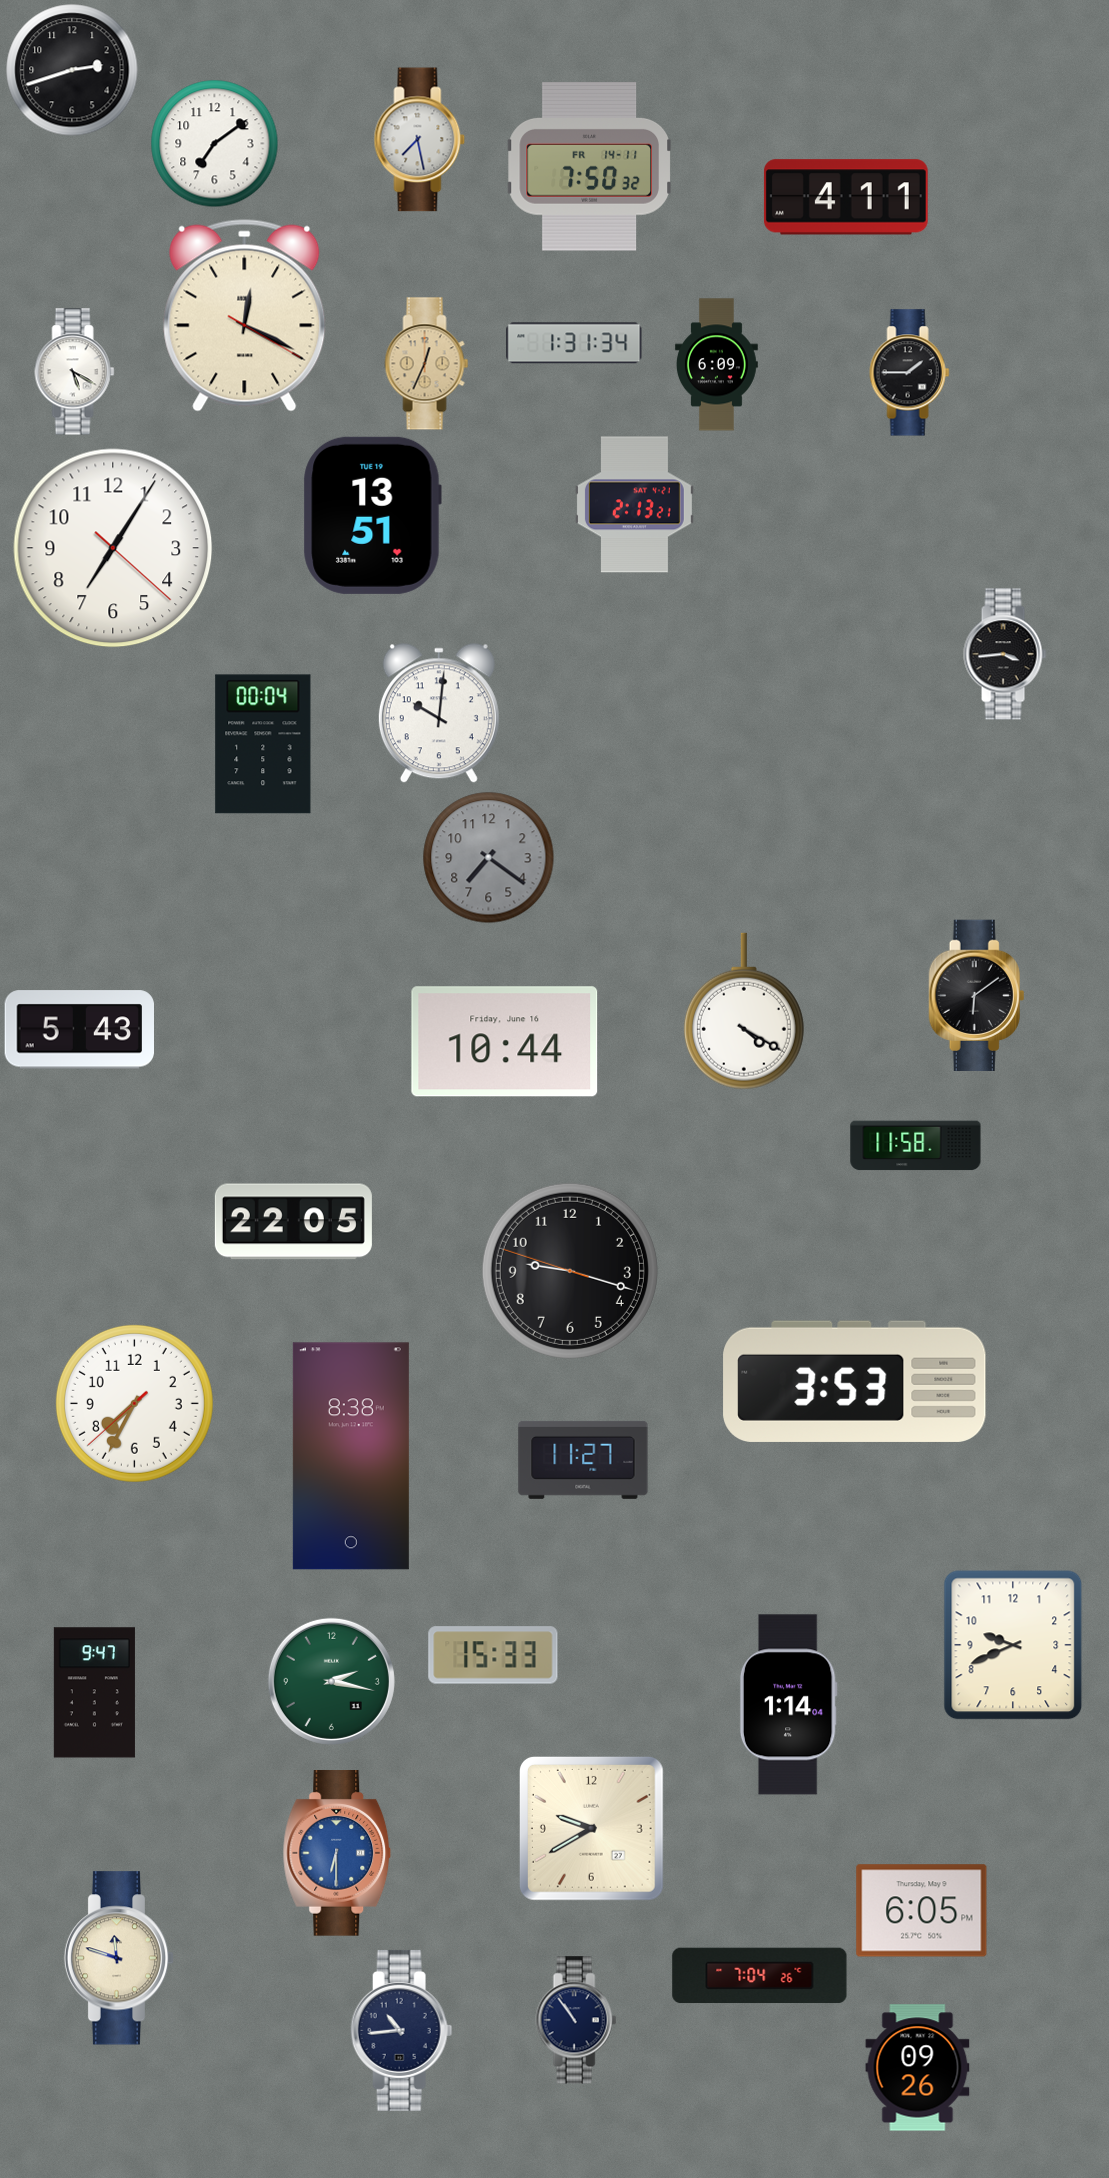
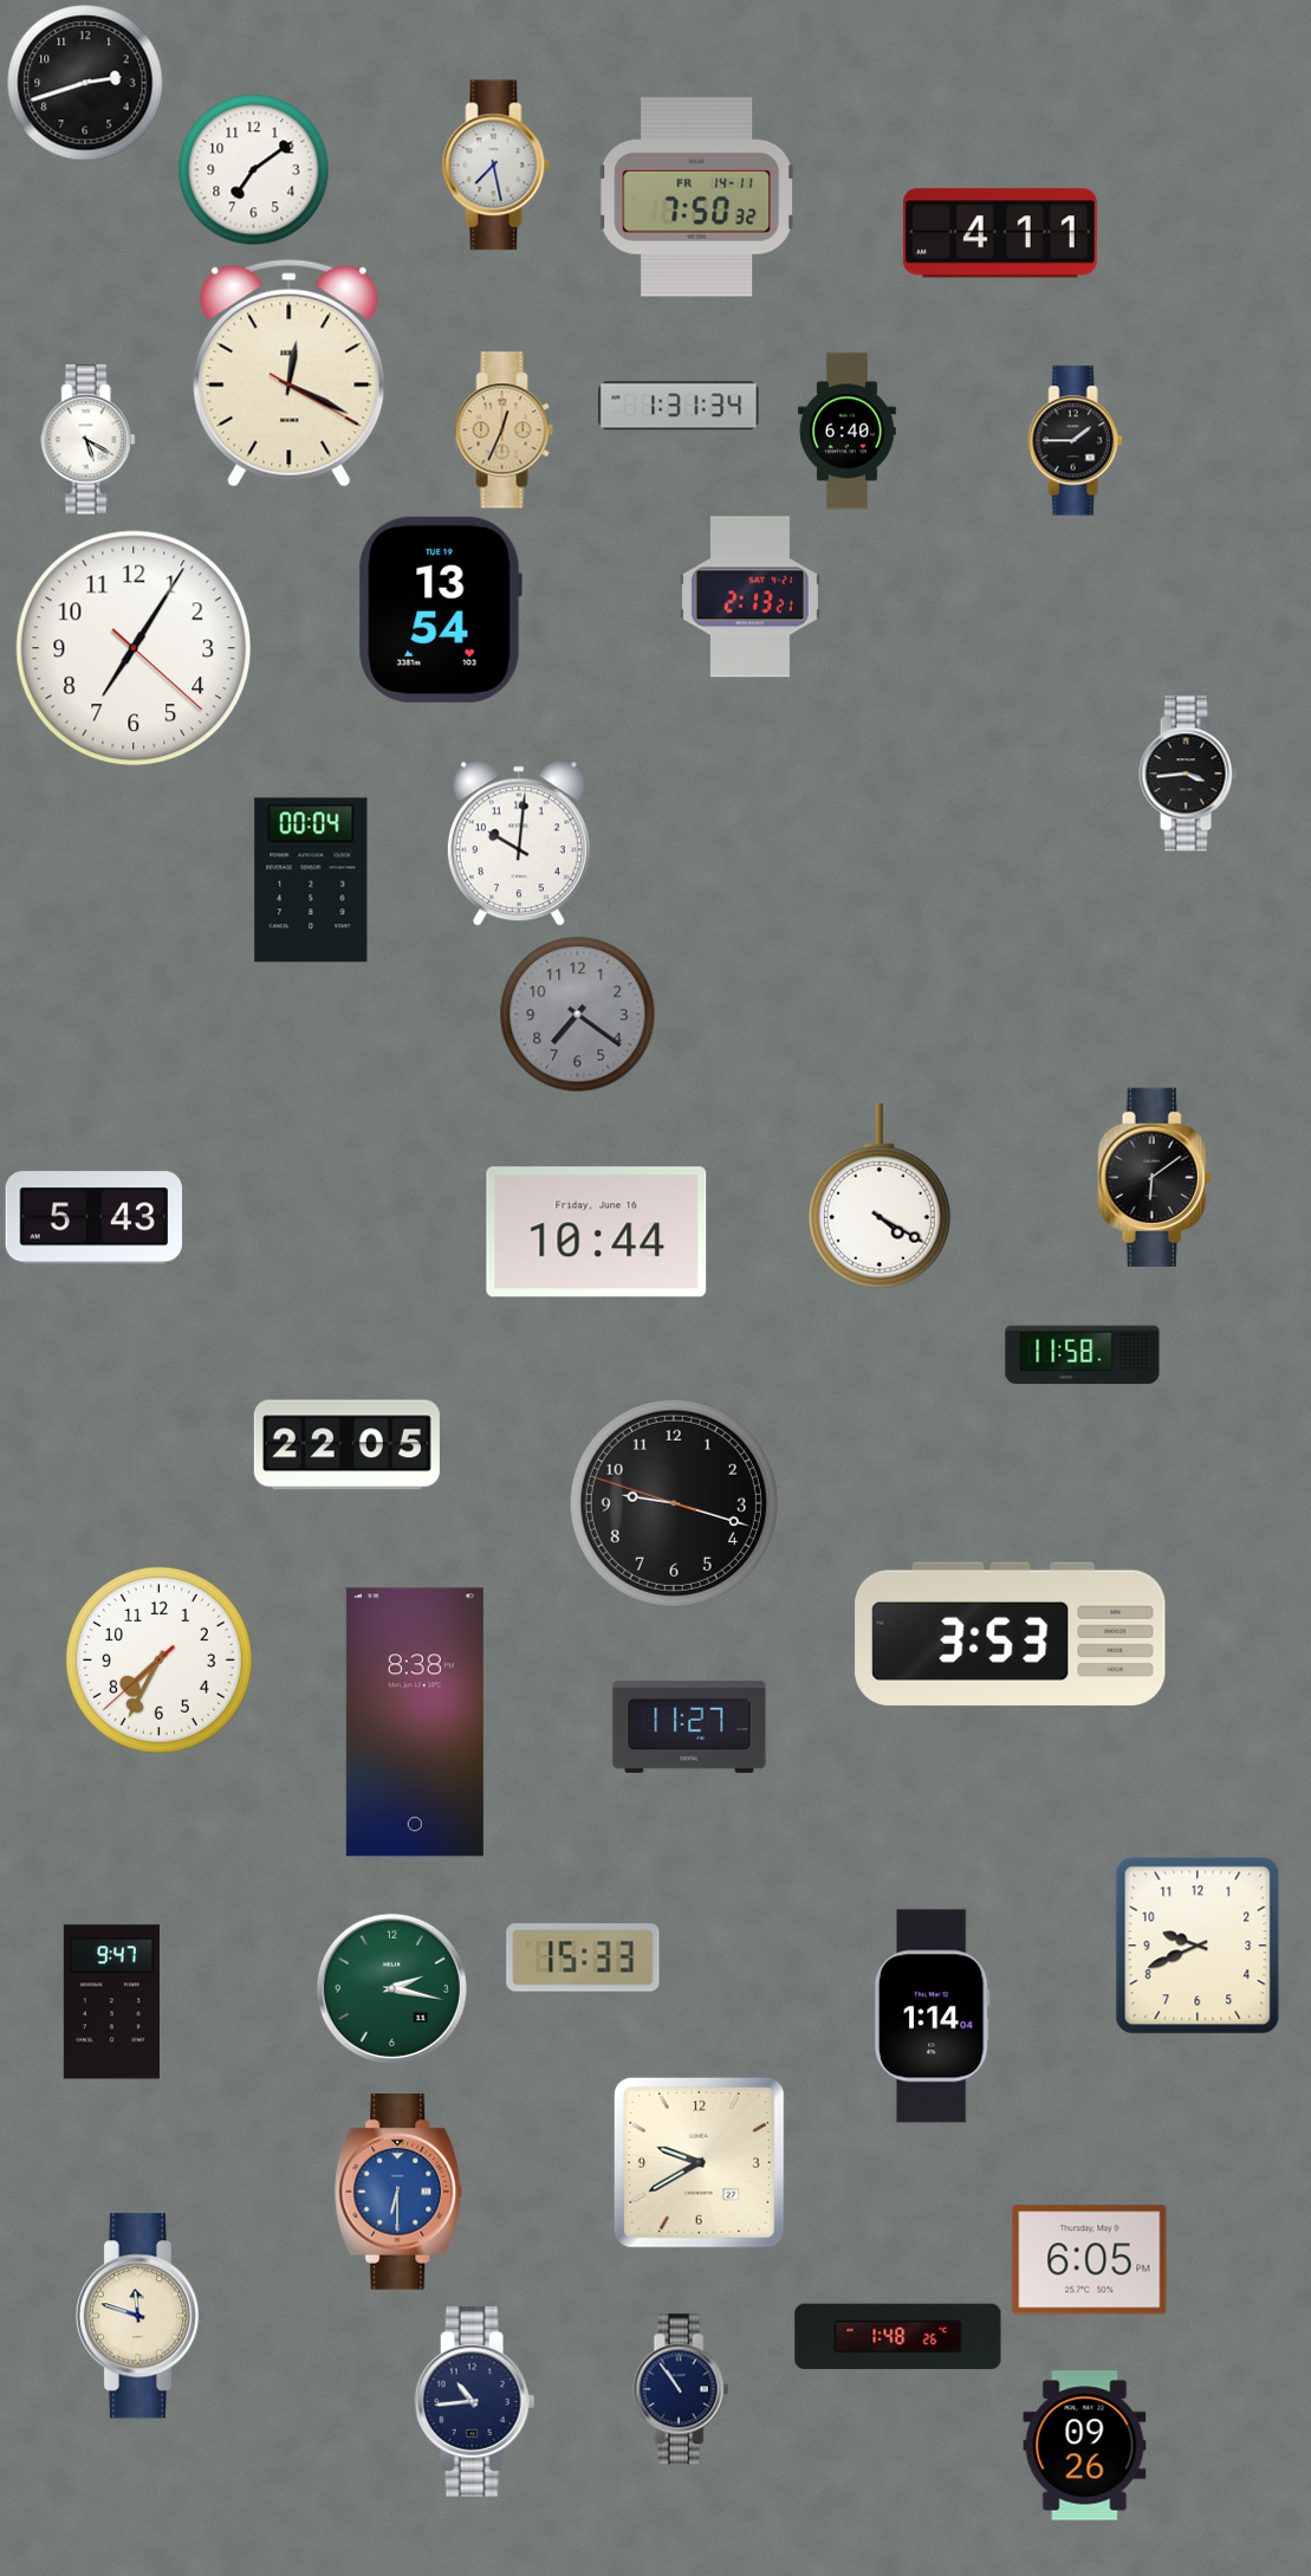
clock at (716, 365): 6:09 -> 6:40
clock at (372, 515): 13:51 -> 13:54
clock at (760, 1976): 7:04 -> 1:48
